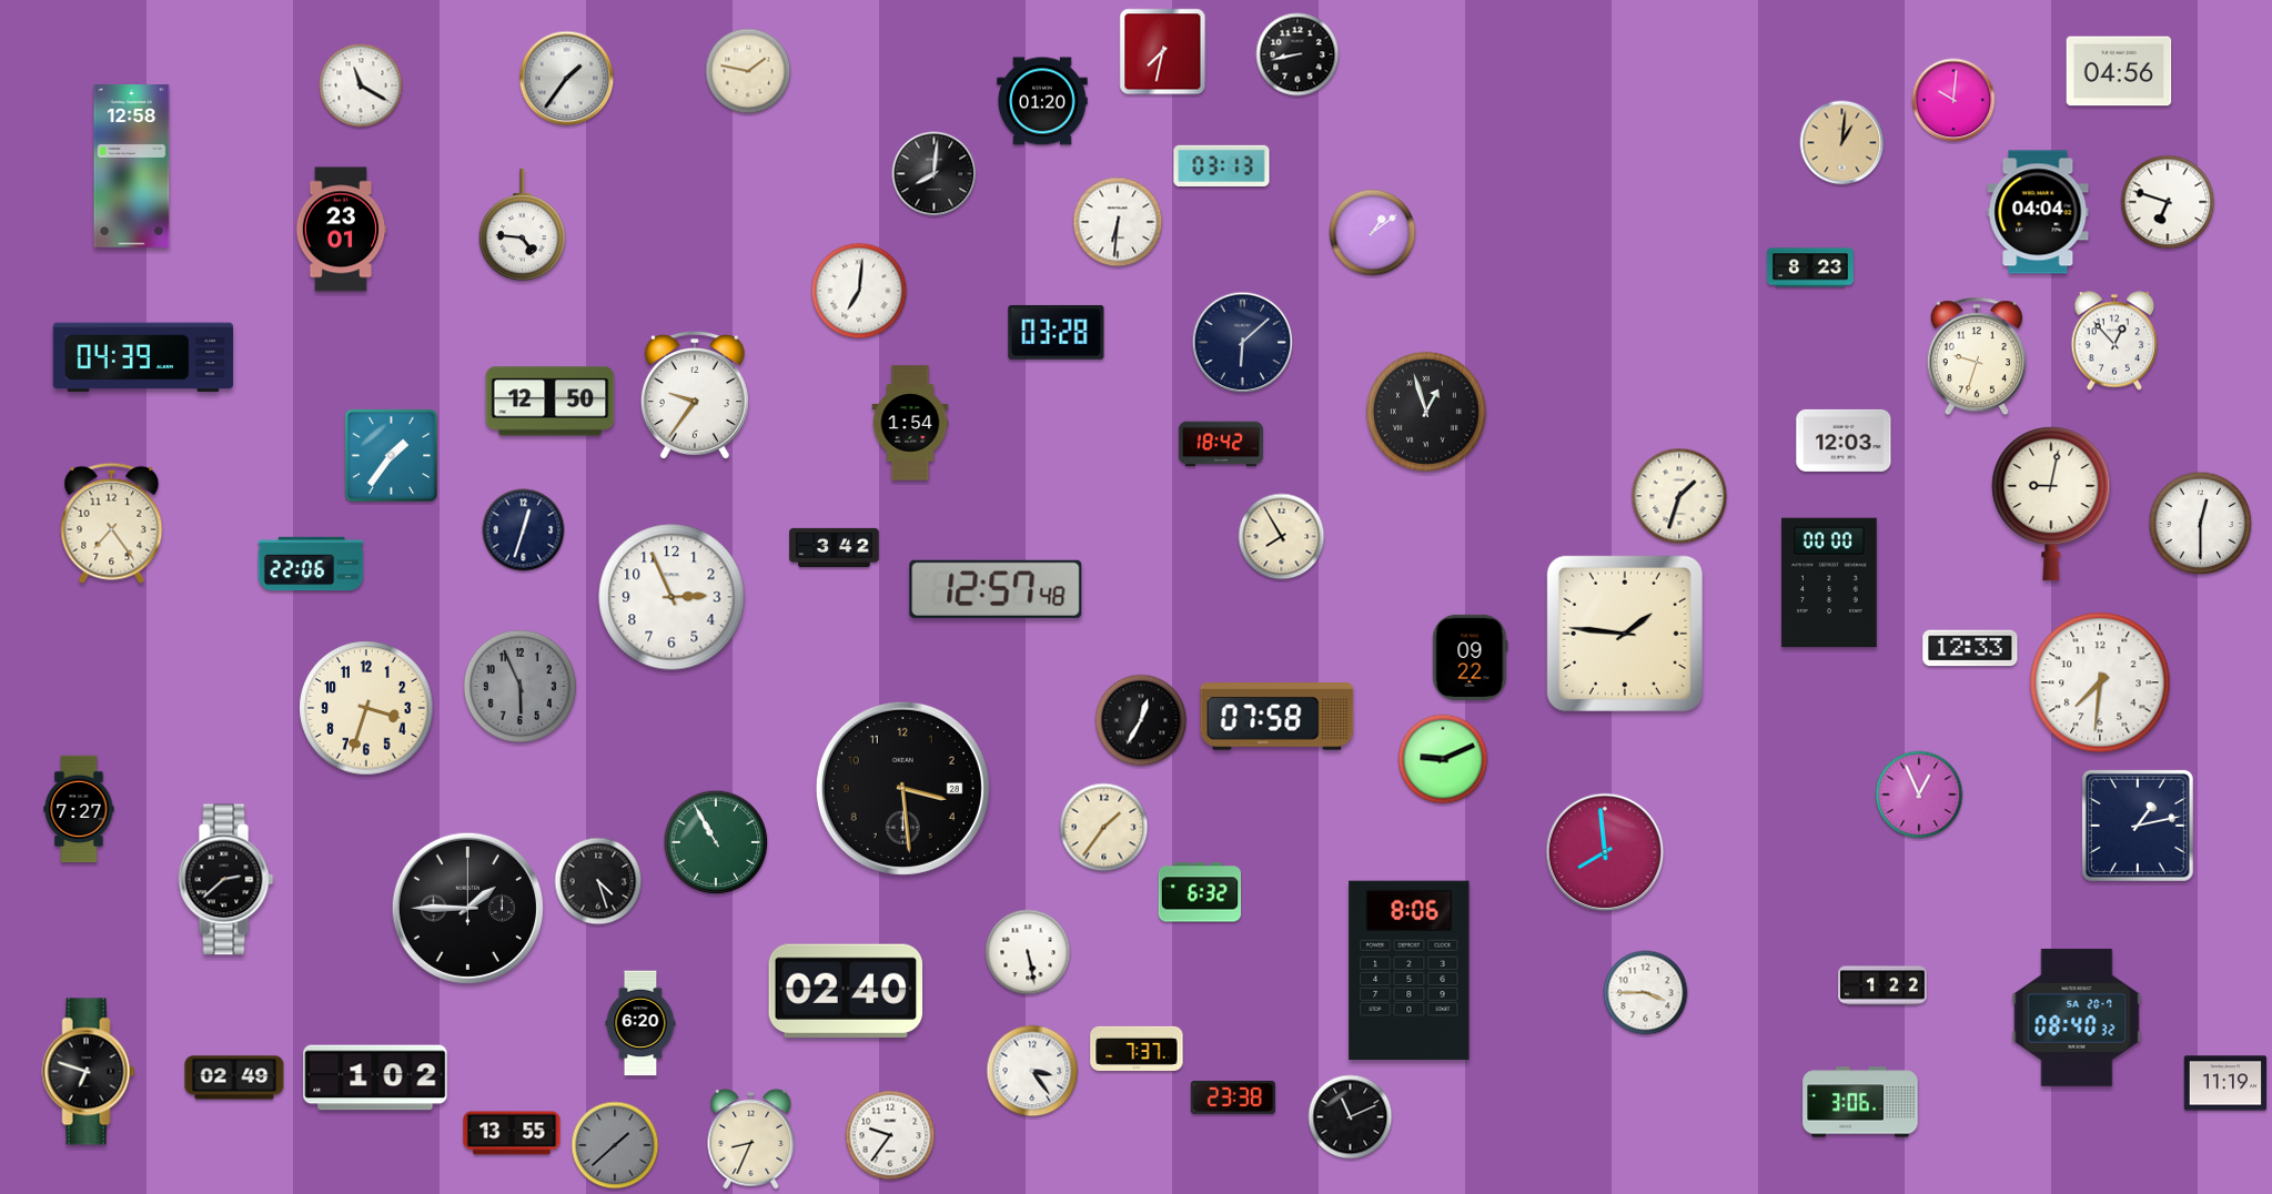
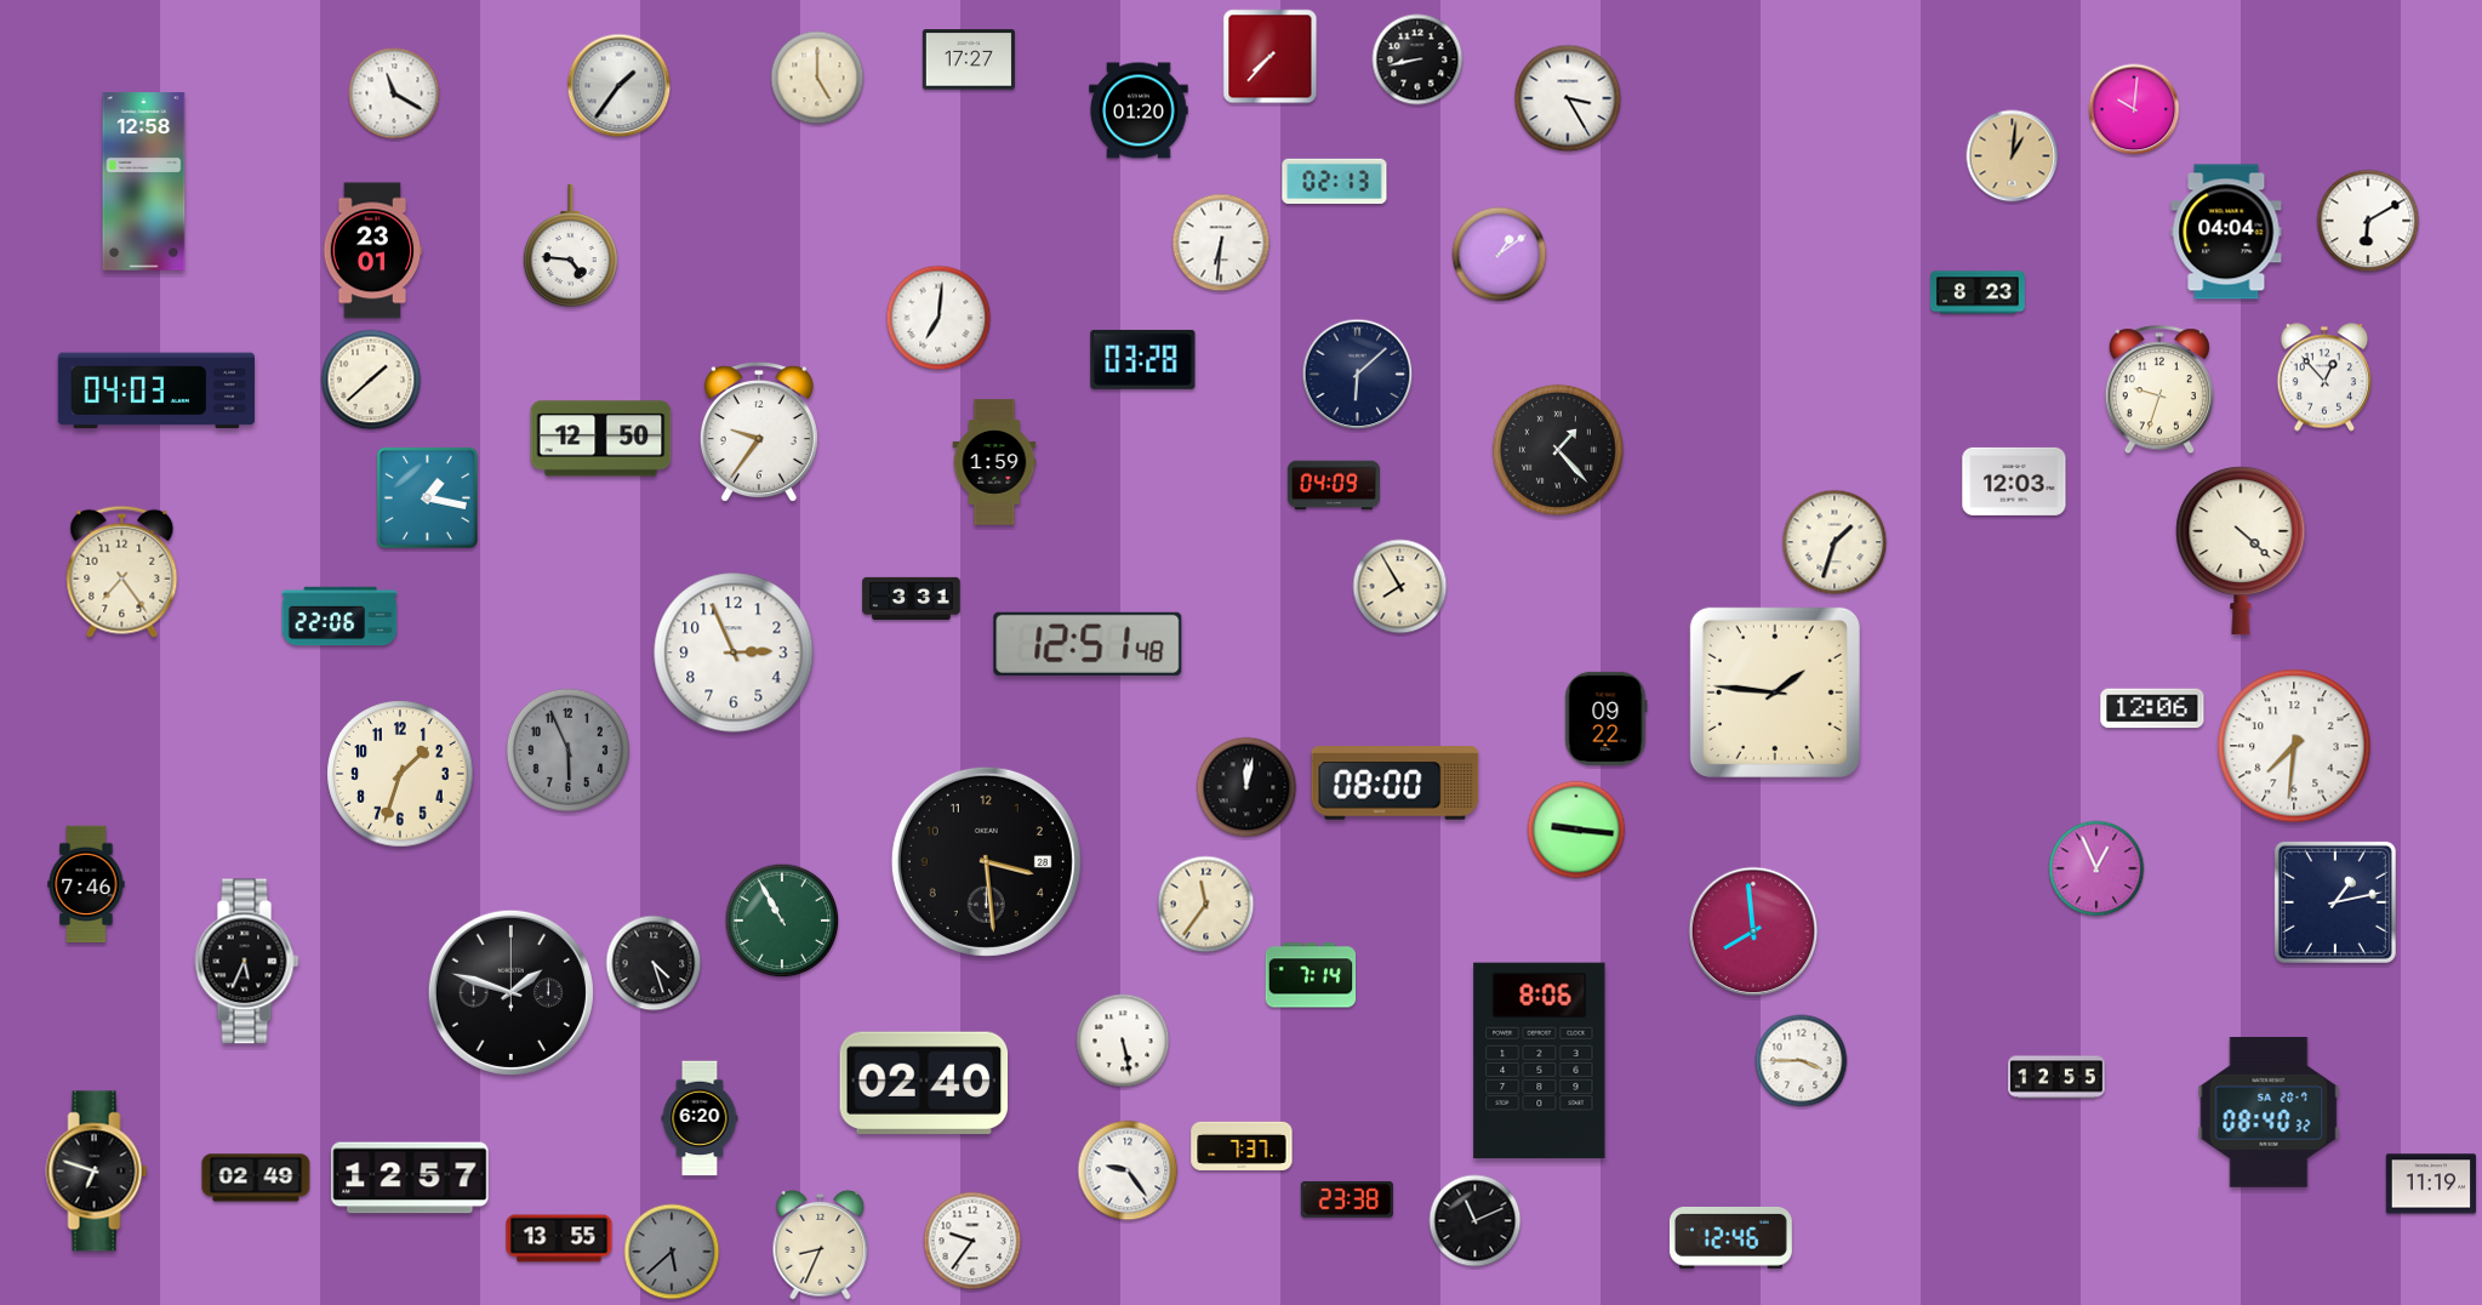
clock at (1163, 52): 7:32 -> 7:37
clock at (969, 59): none -> 17:27
clock at (748, 71): 1:47 -> 5:00
clock at (2119, 71): 04:56 -> none
clock at (1568, 98): none -> 3:25
clock at (1222, 165): 03:13 -> 02:13
clock at (935, 174): 8:01 -> none
clock at (2168, 202): 6:48 -> 6:10
clock at (1057, 332) position: (1057, 332) -> (1143, 359)
clock at (2114, 341) position: (2114, 341) -> (2324, 377)
clock at (371, 380): none -> 1:38
clock at (143, 357): 04:39 -> 04:03
clock at (1426, 412): 12:57 -> 1:23
clock at (910, 423): 1:54 -> 1:59
clock at (1221, 444): 18:42 -> 04:09
clock at (391, 455): 1:36 -> 1:17
clock at (2051, 504): 9:02 -> 4:22
clock at (2201, 524): 12:30 -> none
clock at (524, 530): 12:33 -> none
clock at (835, 547): 3:42 -> 3:31
clock at (1829, 583): 00:00 -> none
clock at (996, 589): 12:57 -> 12:51
clock at (1970, 648): 12:33 -> 12:06
clock at (366, 708): 3:33 -> 1:33
clock at (1278, 717): 07:58 -> 08:00
clock at (1141, 720): 12:35 -> 12:02
clock at (1443, 759): 9:11 -> 9:16
clock at (79, 809): 7:27 -> 7:46
clock at (1104, 828): 1:36 -> 11:36
clock at (226, 880): 2:38 -> 5:34
clock at (1200, 892): 6:32 -> 7:14
clock at (467, 908): 1:45 -> 1:48
clock at (1882, 985): 1:22 -> 12:55
clock at (1646, 993) position: (1646, 993) -> (1802, 1061)
clock at (1032, 1071): 3:24 -> 9:24
clock at (375, 1077): 1:02 -> 12:57
clock at (1860, 1102): 3:06 -> none
clock at (1730, 1238): none -> 12:46
clock at (615, 1145): 1:38 -> 5:38
